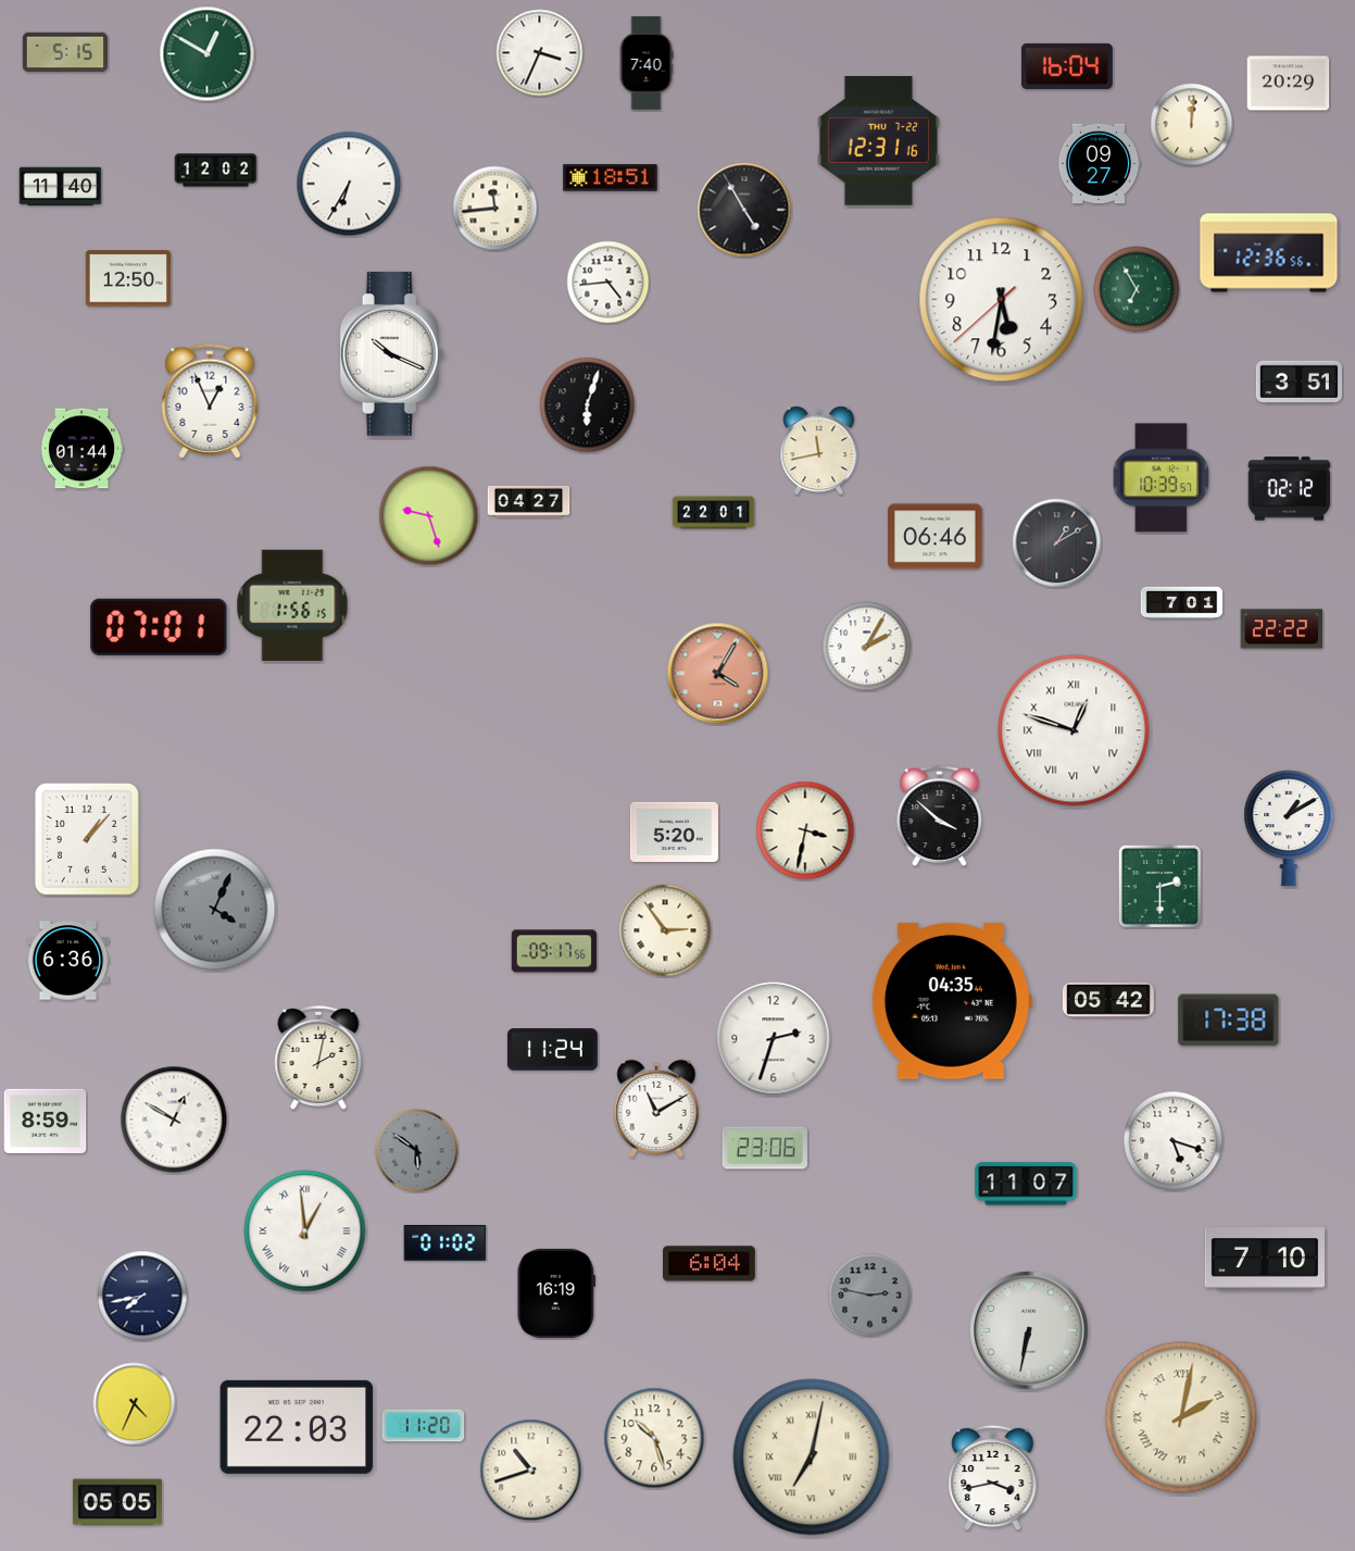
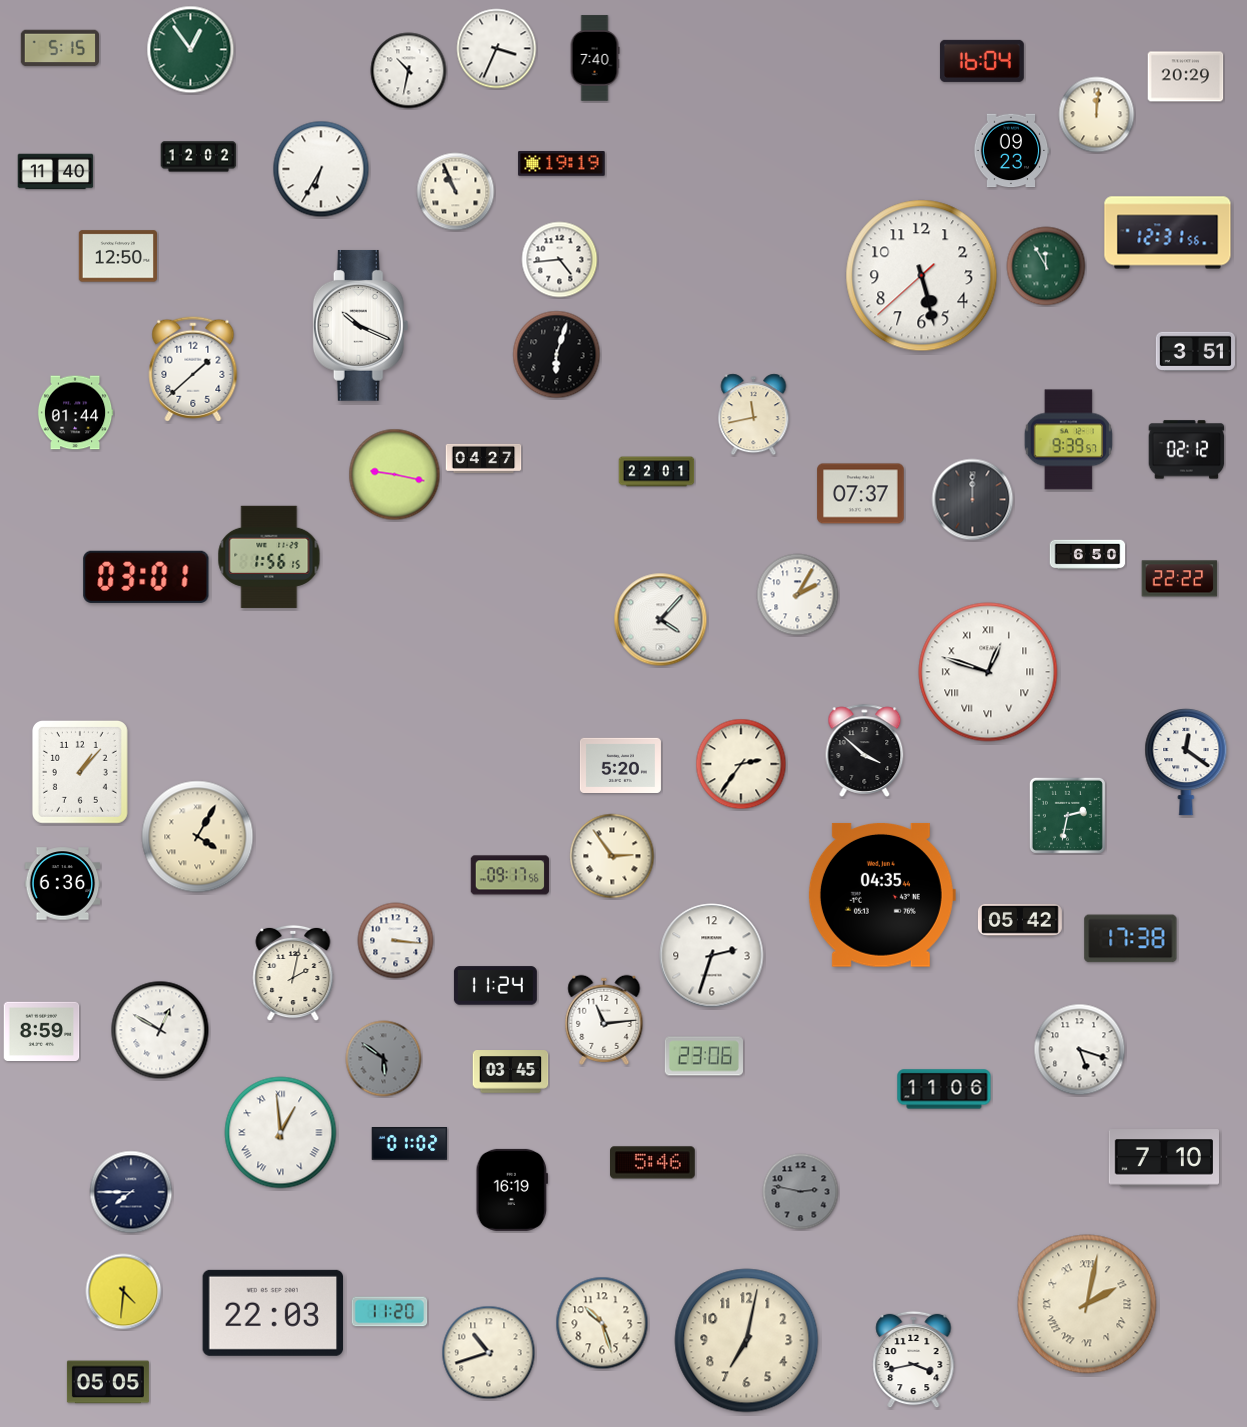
clock at (208, 54): 12:50 -> 12:54
clock at (409, 71): none -> 10:32
clock at (878, 141): 12:31 -> none
clock at (1099, 164): 09:27 -> 09:23
clock at (611, 178): 18:51 -> 19:19
clock at (495, 209): 11:44 -> 10:56
clock at (744, 210): 4:55 -> none
clock at (1269, 253): 12:36 -> 12:31
clock at (1137, 289): 6:55 -> 11:55
clock at (1002, 300): 5:31 -> 5:27
clock at (210, 401): 12:56 -> 1:38
clock at (588, 405) position: (588, 405) -> (557, 355)
clock at (1160, 478): 10:39 -> 9:39
clock at (529, 501) position: (529, 501) -> (484, 458)
clock at (429, 516): 9:27 -> 9:17
clock at (936, 537): 06:46 -> 07:37
clock at (1057, 543): 1:10 -> 12:00
clock at (1182, 603): 7:01 -> 6:50
clock at (159, 627): 07:01 -> 03:01
clock at (718, 674): 4:05 -> 4:07
clock at (718, 674) dial: salmon -> white
clock at (1289, 828): 1:10 -> 12:21
clock at (805, 830): 3:32 -> 2:36
clock at (1159, 886): 2:30 -> 2:32
clock at (215, 910): 4:04 -> 4:05
clock at (215, 910) dial: grey -> cream
clock at (951, 1001) position: (951, 1001) -> (881, 895)
clock at (396, 941): none -> 3:16
clock at (552, 1050) position: (552, 1050) -> (495, 986)
clock at (656, 1109): 11:10 -> 11:14
clock at (511, 1072): none -> 03:45
clock at (1026, 1184): 11:07 -> 11:06
clock at (710, 1264): 6:04 -> 5:46
clock at (142, 1296): 7:43 -> 7:45
clock at (1029, 1330): 6:32 -> none
clock at (135, 1404): 4:34 -> 4:31
clock at (812, 1458) numerals: Roman -> Arabic
